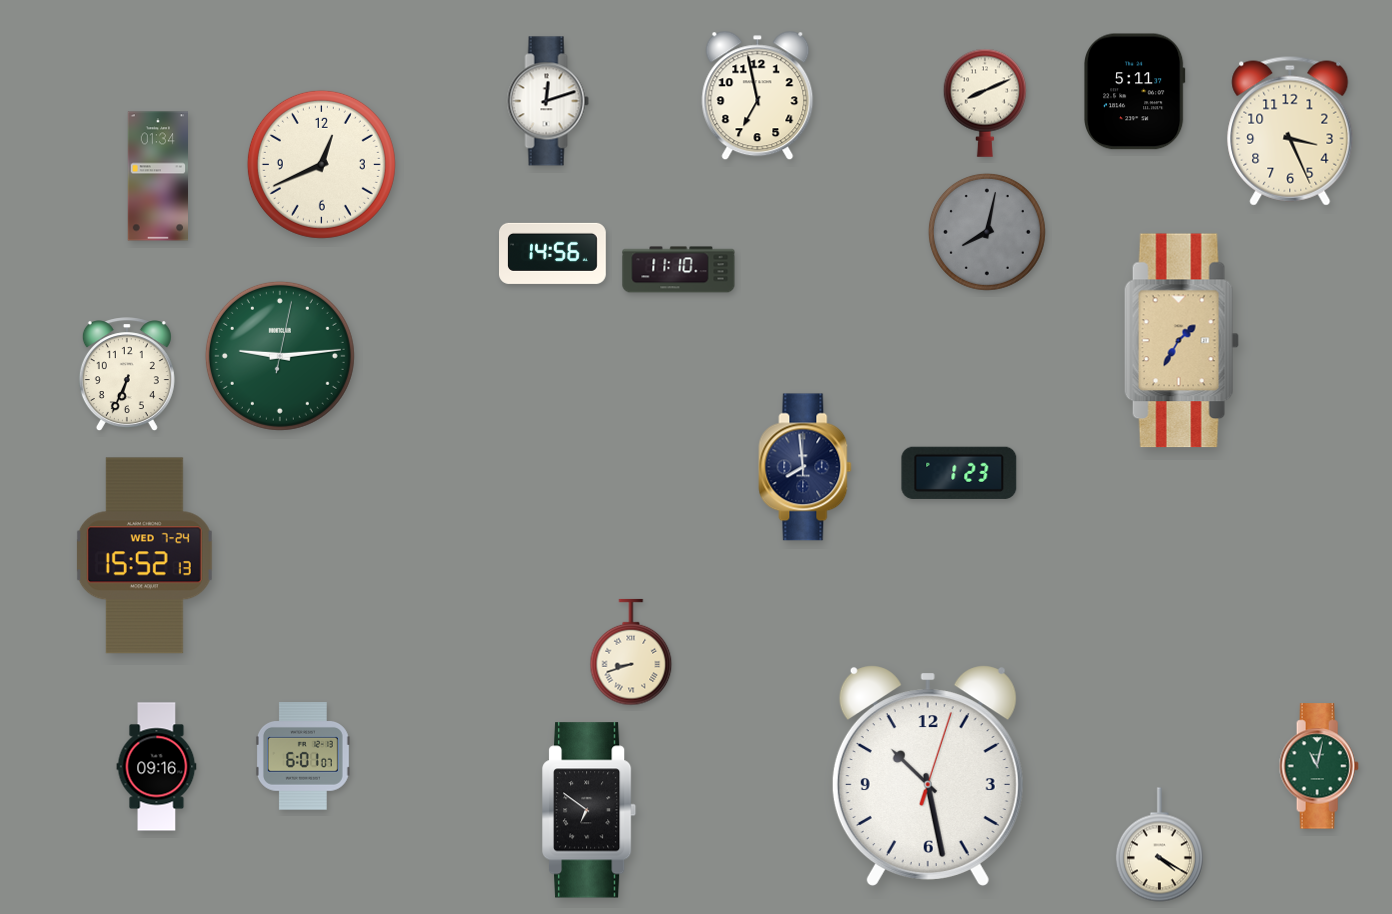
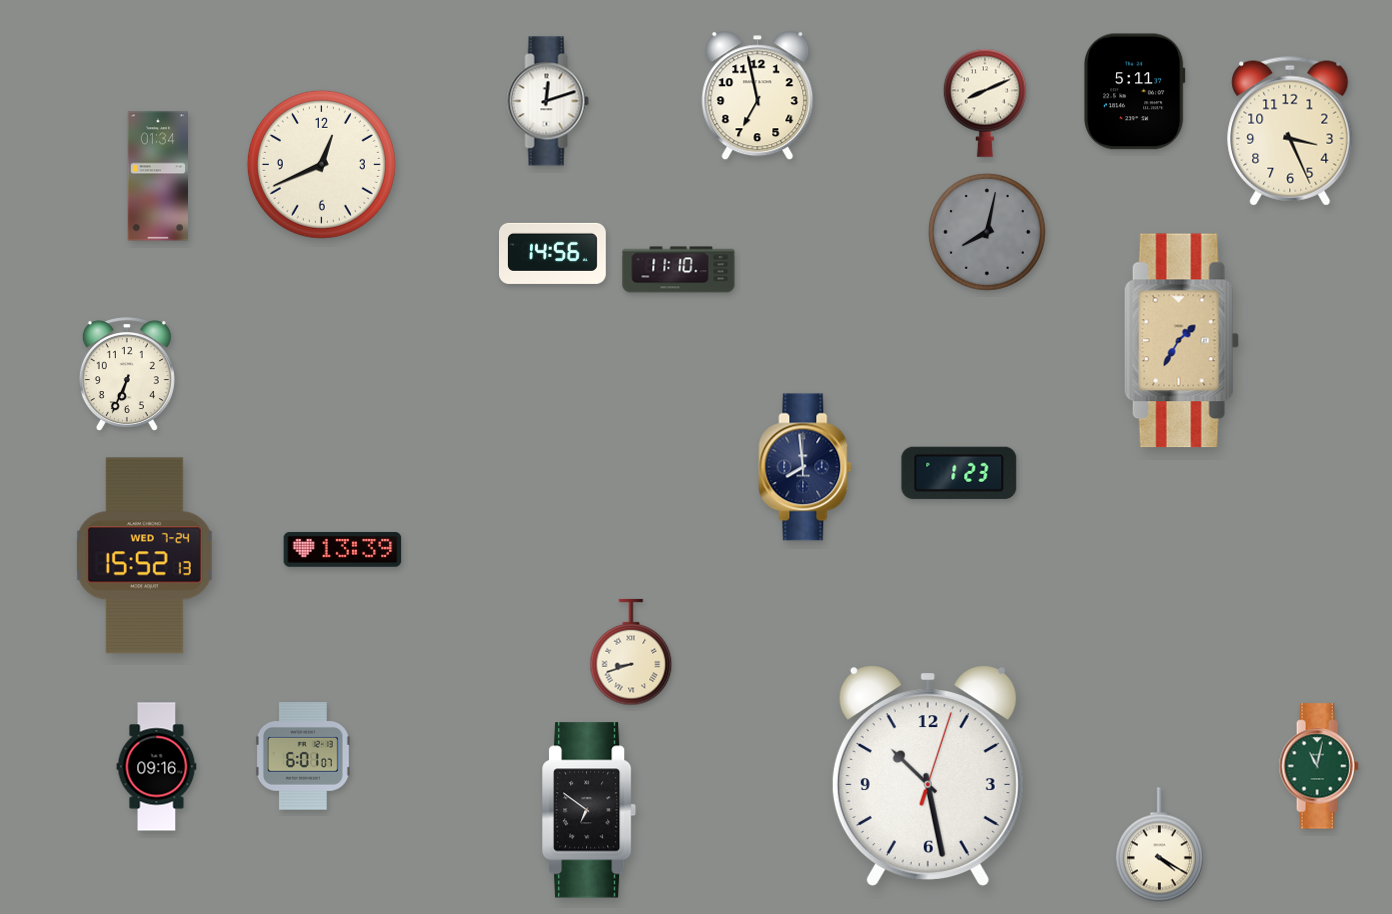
clock at (280, 356): 9:14 -> none
clock at (343, 549): none -> 13:39
